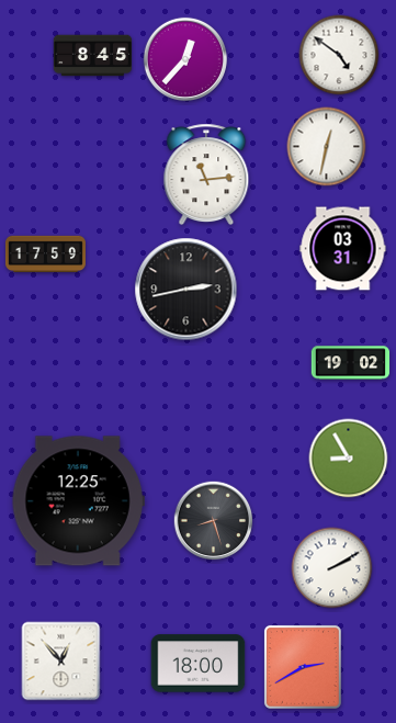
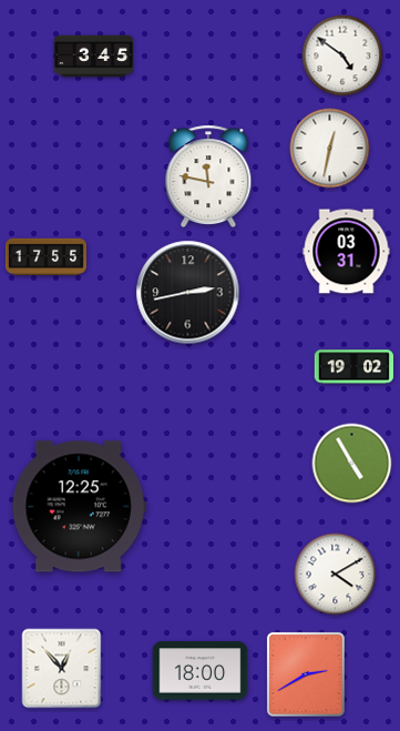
clock at (93, 56): 8:45 -> 3:45
clock at (185, 59): 12:37 -> none
clock at (206, 174): 11:14 -> 11:47
clock at (45, 255): 17:59 -> 17:55
clock at (349, 459): 8:55 -> 4:55
clock at (214, 521): 8:27 -> none
clock at (332, 568): 2:10 -> 4:10
